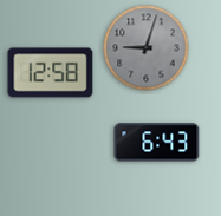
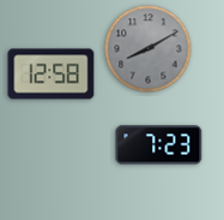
clock at (147, 48): 9:03 -> 8:10
clock at (157, 143): 6:43 -> 7:23
